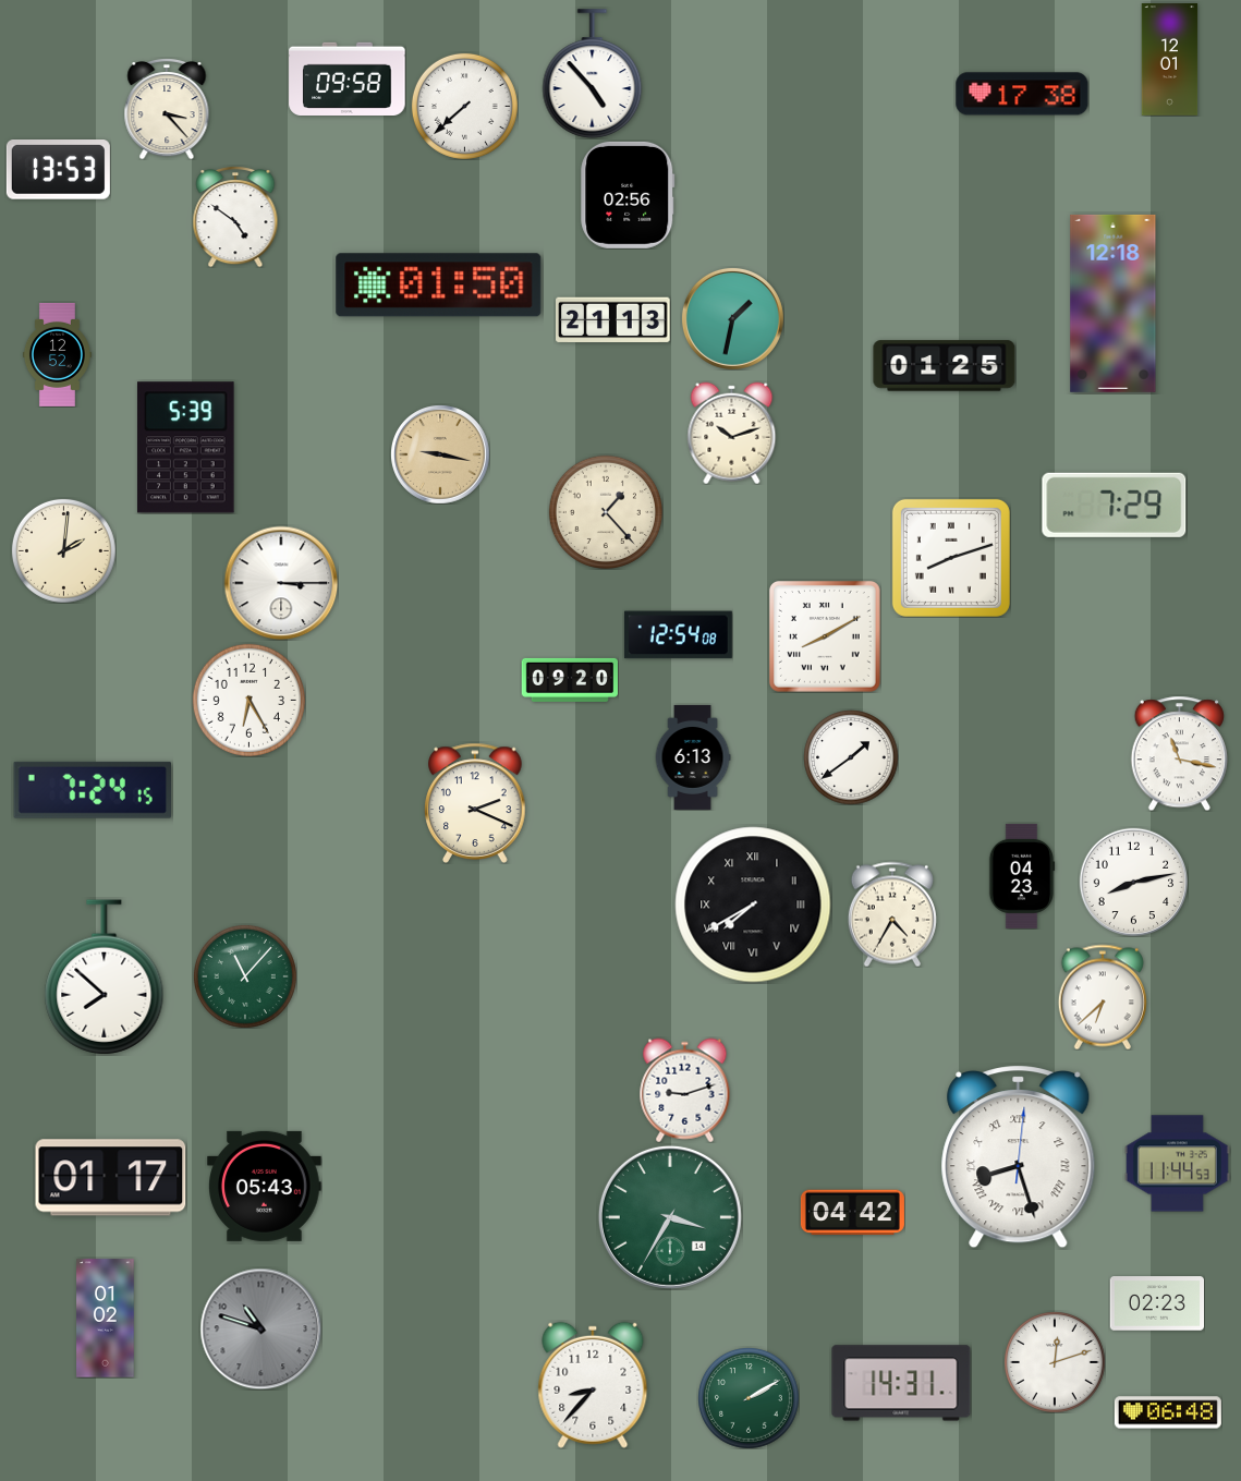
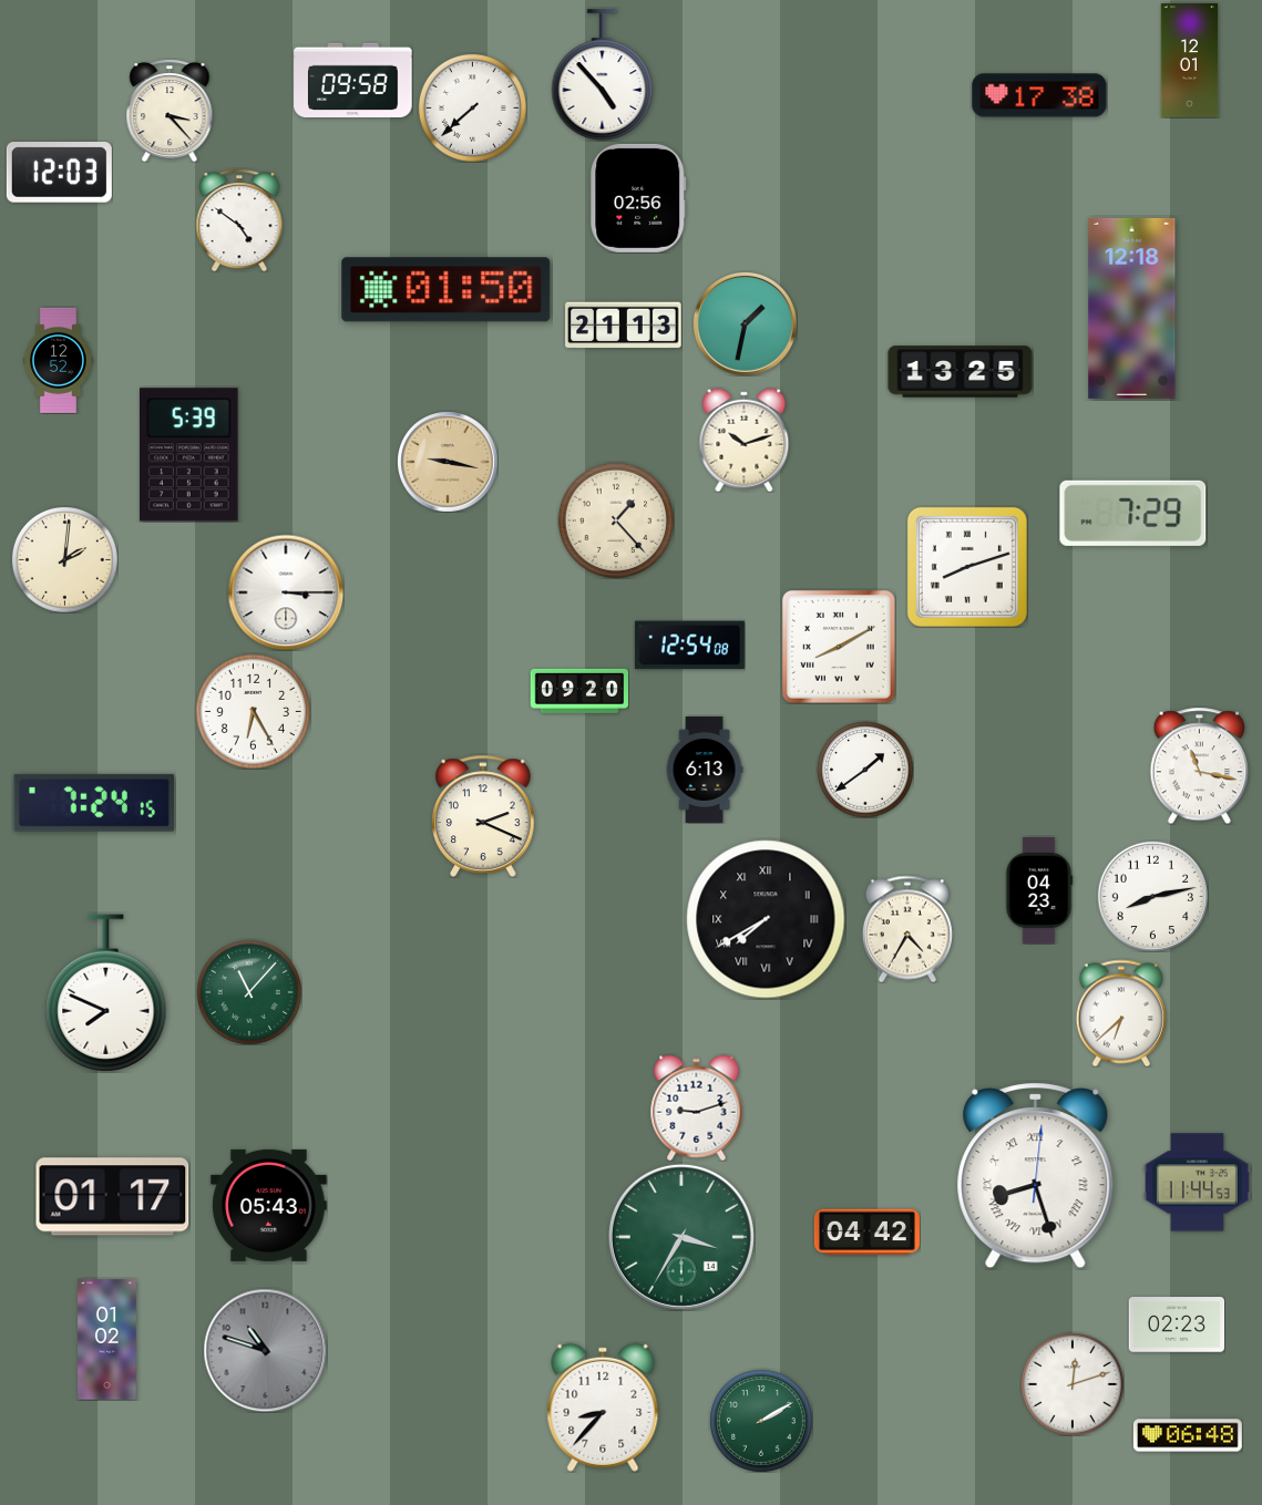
clock at (58, 170): 13:53 -> 12:03
clock at (945, 366): 01:25 -> 13:25
clock at (105, 978): 7:52 -> 7:49
clock at (901, 1383): 14:31 -> none
